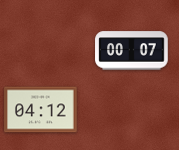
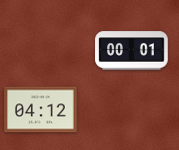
clock at (132, 51): 00:07 -> 00:01
